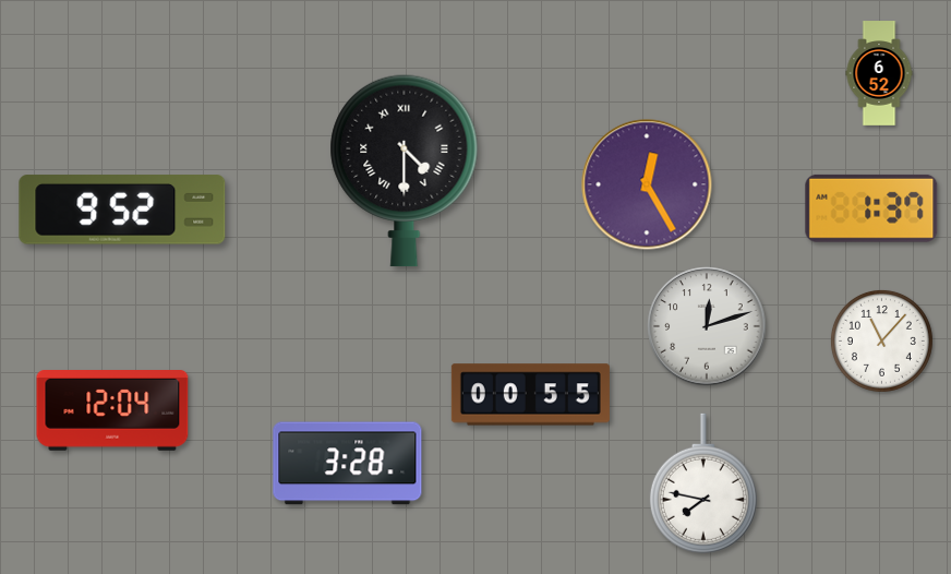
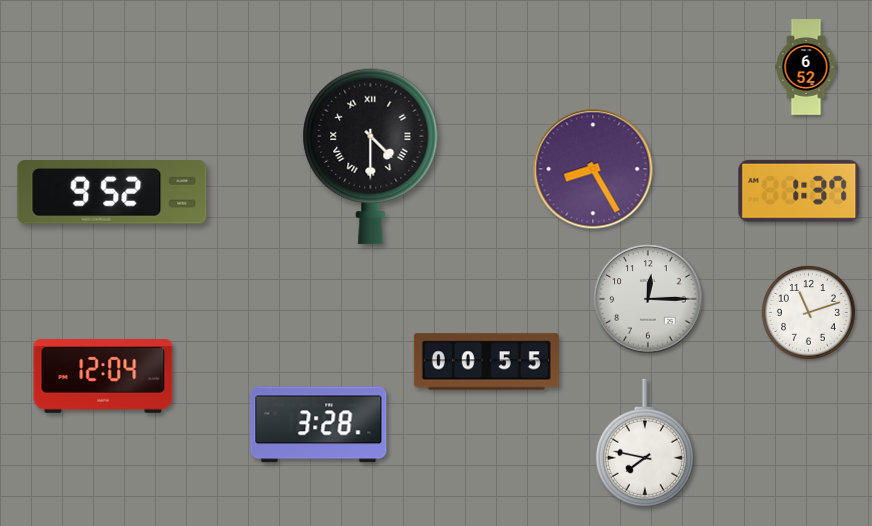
clock at (647, 184): 12:25 -> 8:25
clock at (707, 326): 12:12 -> 12:15
clock at (881, 340): 11:07 -> 11:12
